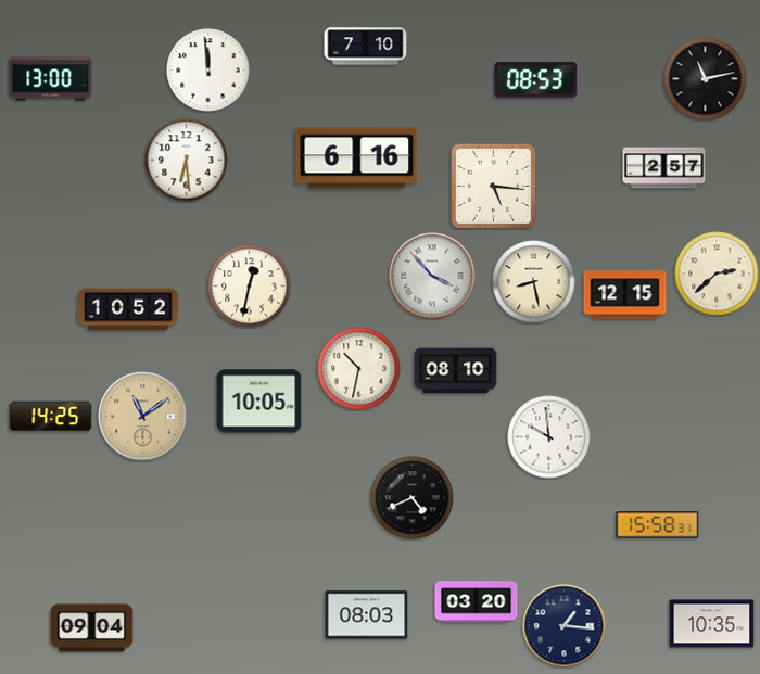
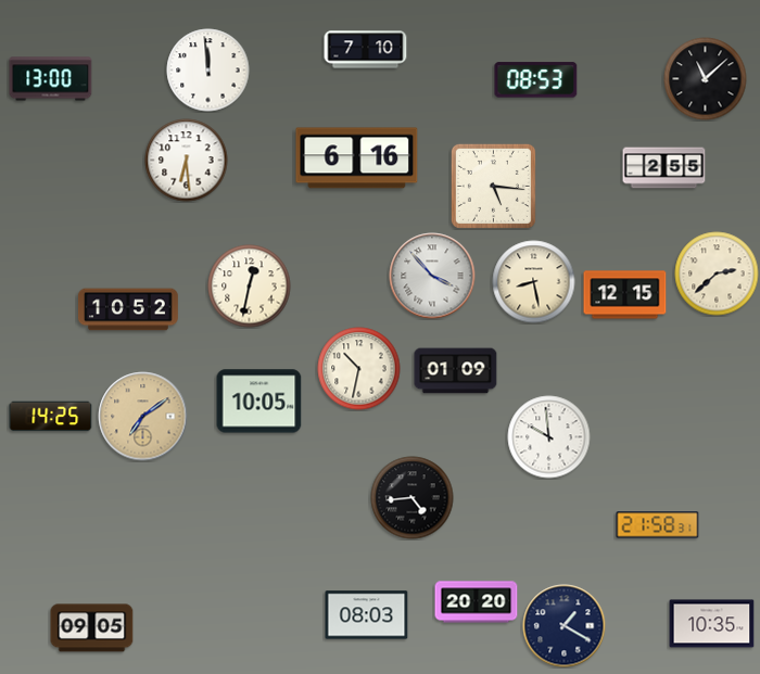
clock at (366, 47) position: (366, 47) -> (366, 50)
clock at (706, 79): 11:13 -> 11:08
clock at (664, 168): 2:57 -> 2:55
clock at (456, 371): 08:10 -> 01:09
clock at (143, 417): 11:09 -> 7:09
clock at (413, 498): 4:41 -> 4:44
clock at (658, 525): 15:58 -> 21:58
clock at (477, 602): 03:20 -> 20:20
clock at (565, 626): 1:16 -> 1:20
clock at (92, 628): 09:04 -> 09:05
